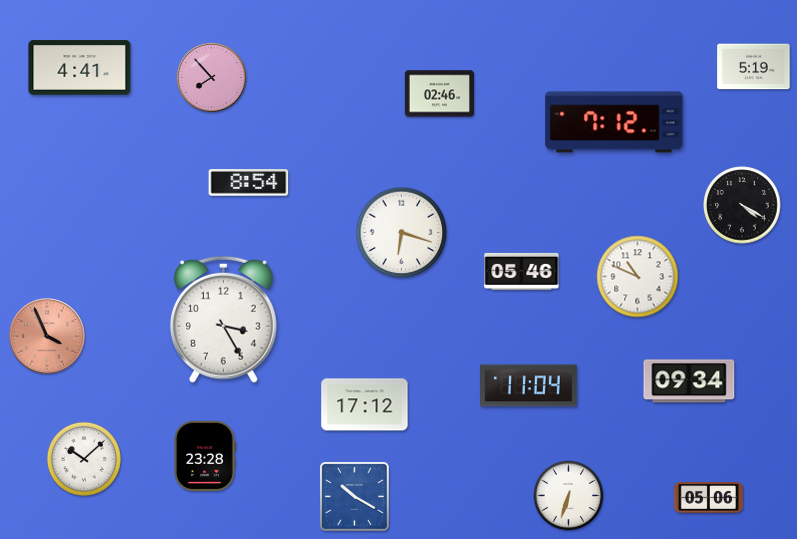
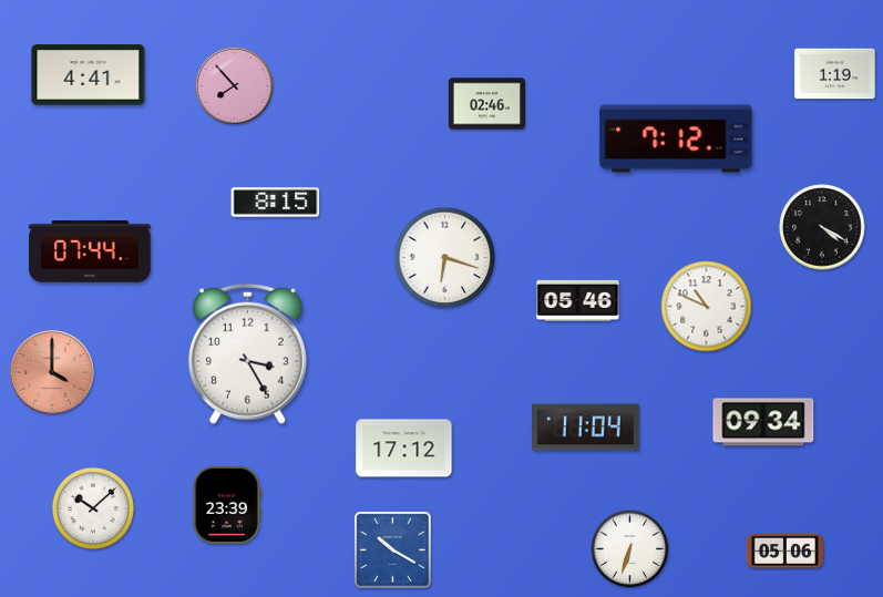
clock at (754, 67): 5:19 -> 1:19
clock at (614, 122) position: (614, 122) -> (676, 138)
clock at (249, 183): 8:54 -> 8:15
clock at (91, 253): none -> 07:44
clock at (47, 336): 3:56 -> 4:00
clock at (205, 456): 23:28 -> 23:39
